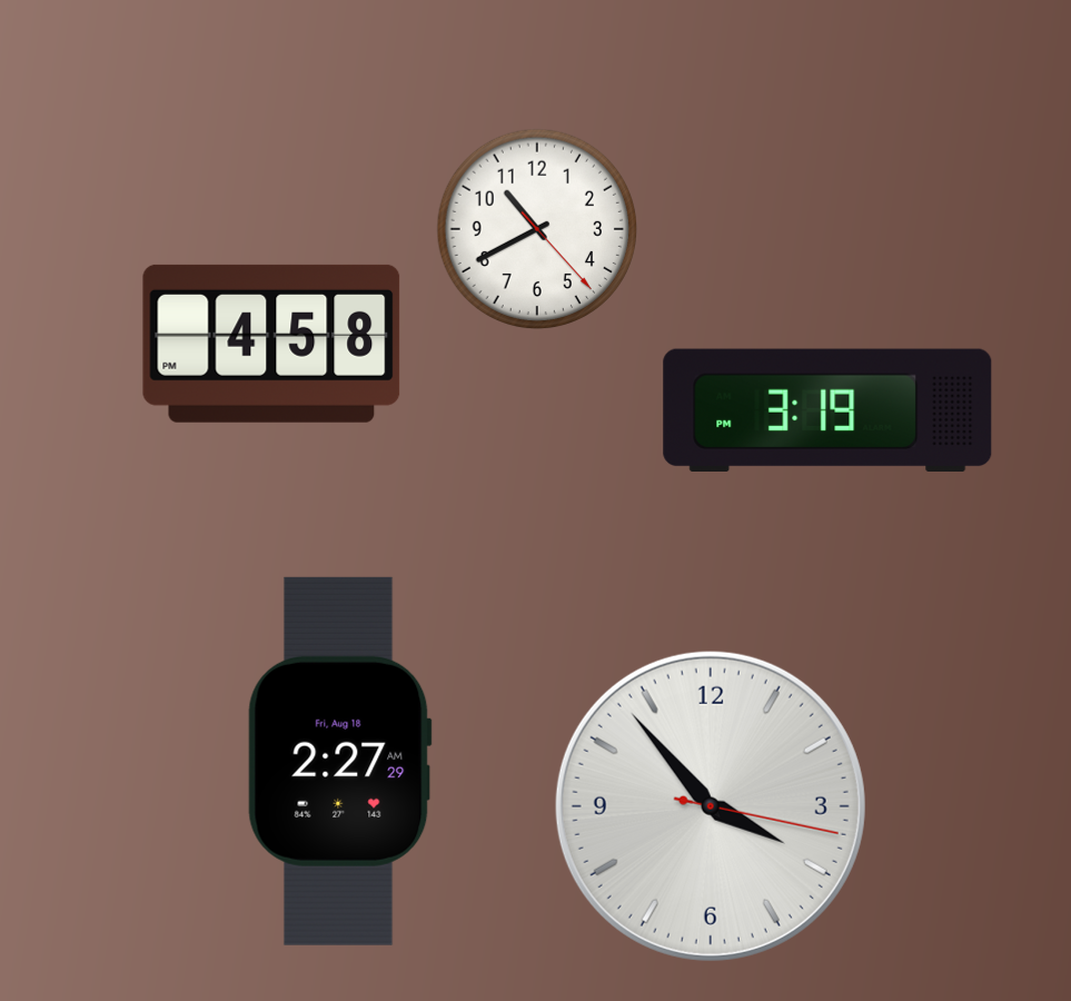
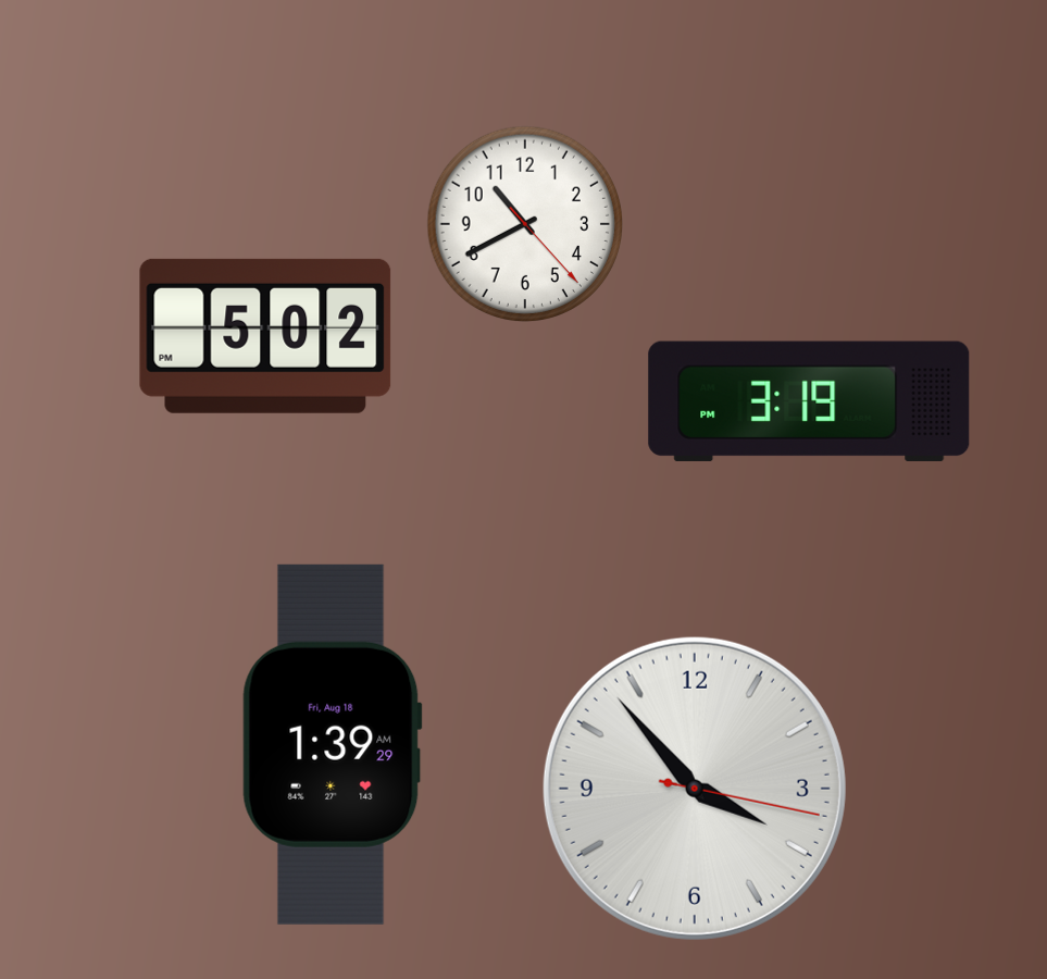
clock at (271, 344): 4:58 -> 5:02
clock at (339, 761): 2:27 -> 1:39
